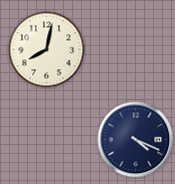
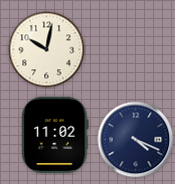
clock at (47, 50): 8:02 -> 10:02
clock at (55, 135): none -> 11:02
